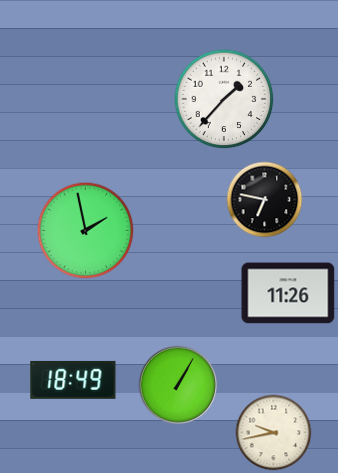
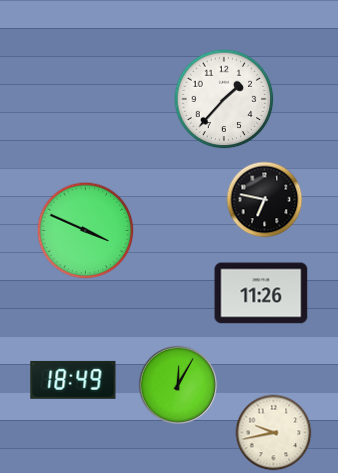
clock at (86, 231): 1:58 -> 3:49
clock at (288, 293) position: (288, 293) -> (261, 293)
clock at (178, 385): 1:05 -> 12:05
